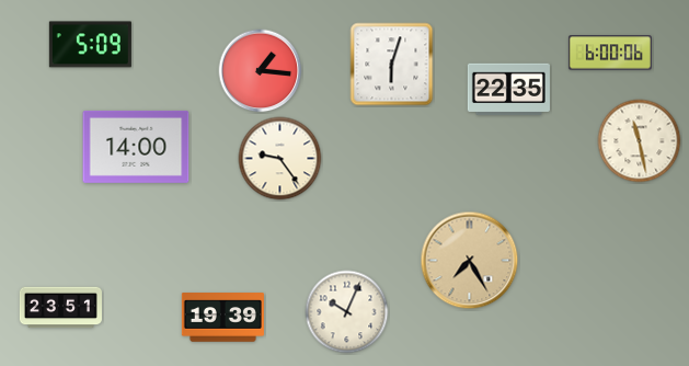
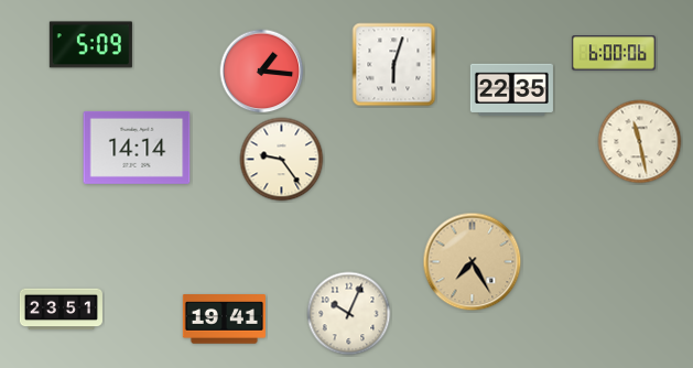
clock at (640, 141) position: (640, 141) -> (640, 142)
clock at (136, 147): 14:00 -> 14:14
clock at (222, 318): 19:39 -> 19:41
